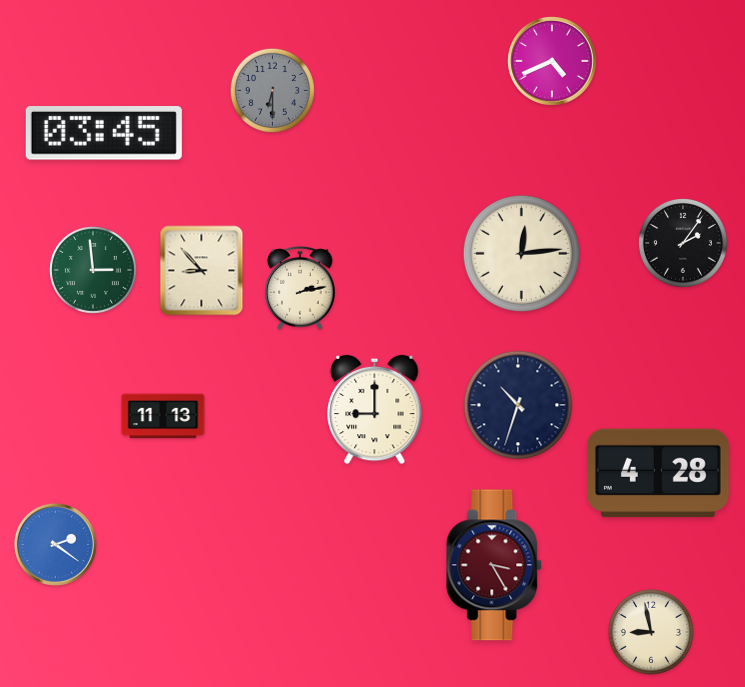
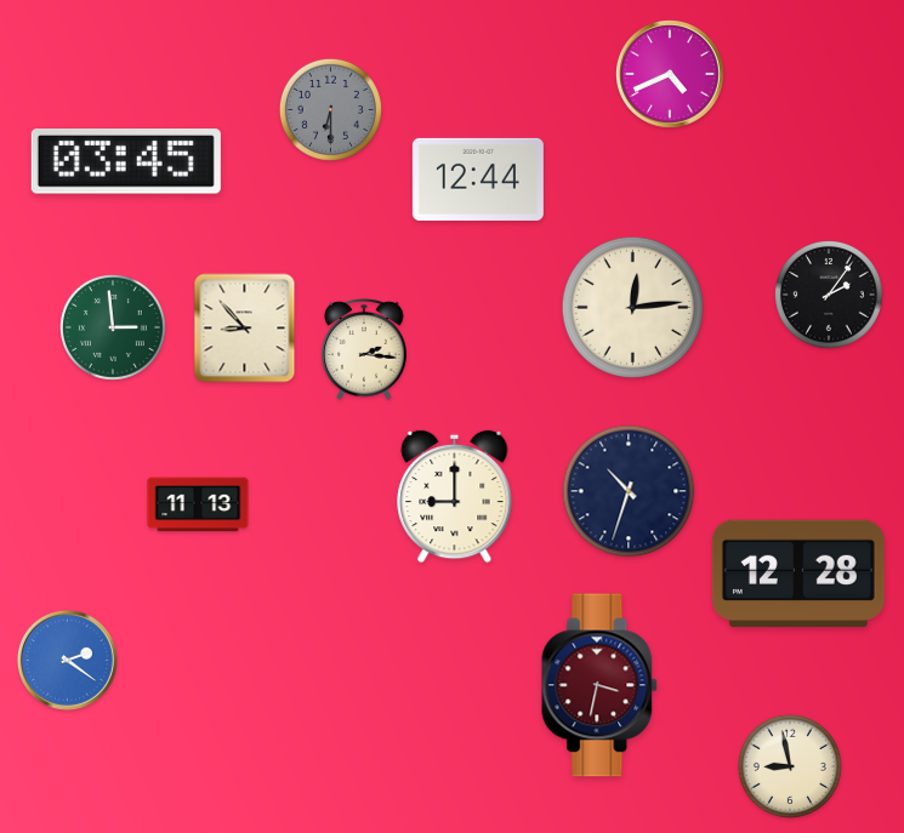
clock at (478, 179): none -> 12:44
clock at (301, 288): 2:13 -> 2:16
clock at (658, 473): 4:28 -> 12:28
clock at (495, 565): 3:25 -> 3:32
